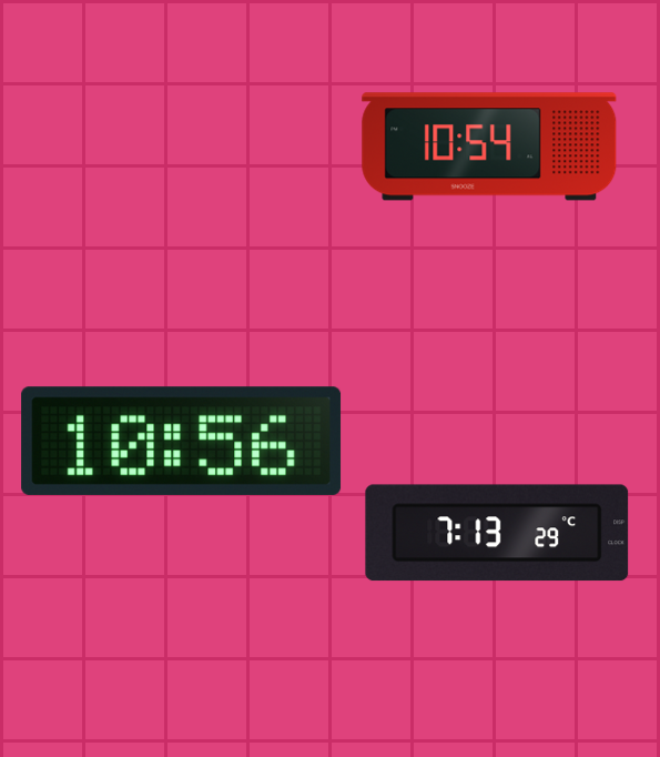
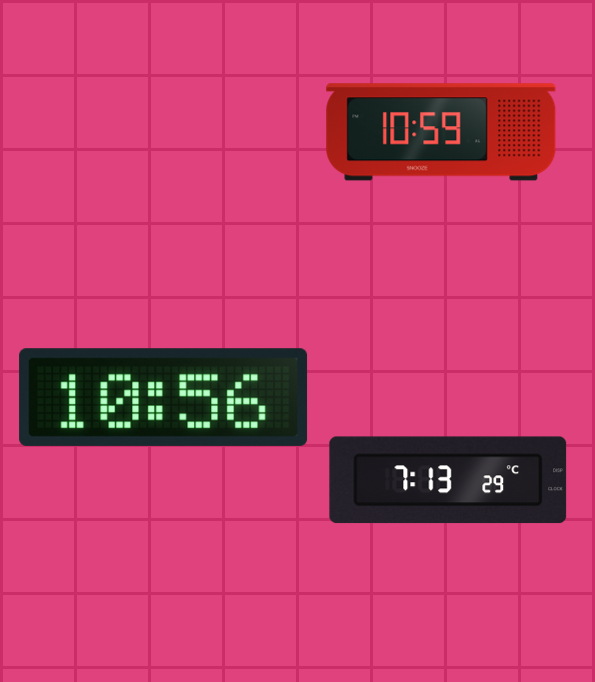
clock at (489, 147): 10:54 -> 10:59
